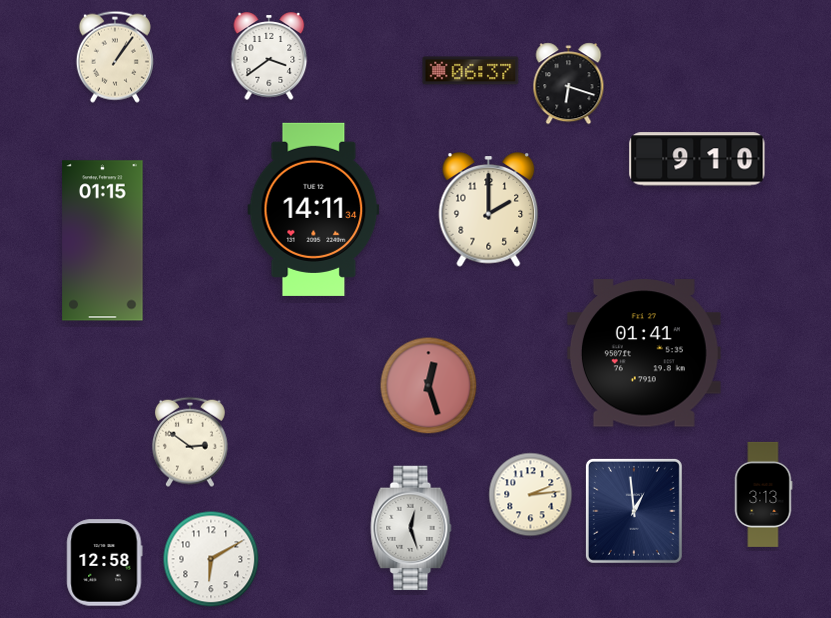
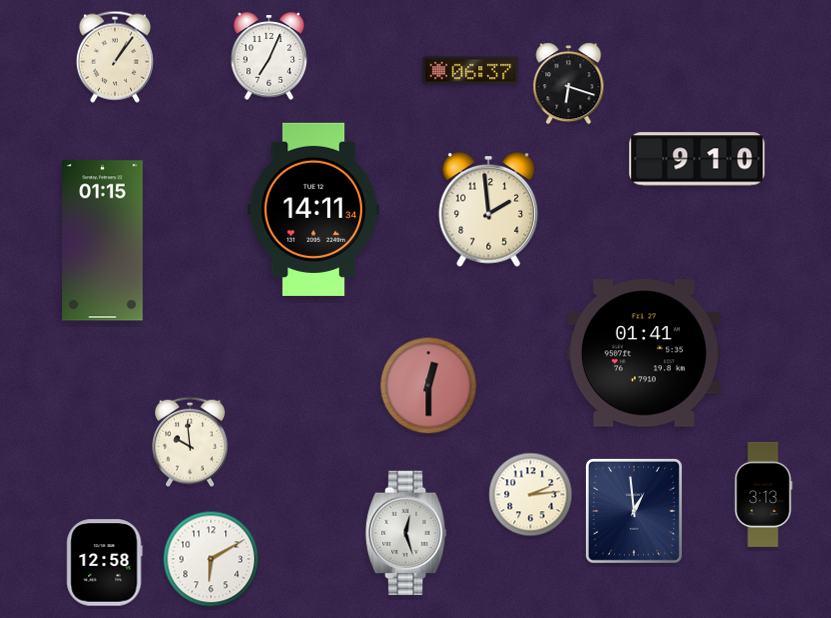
clock at (269, 56): 3:39 -> 7:04
clock at (489, 210): 2:00 -> 1:59
clock at (429, 386): 12:27 -> 12:30
clock at (190, 442): 2:51 -> 9:59
clock at (411, 528) position: (411, 528) -> (406, 533)
